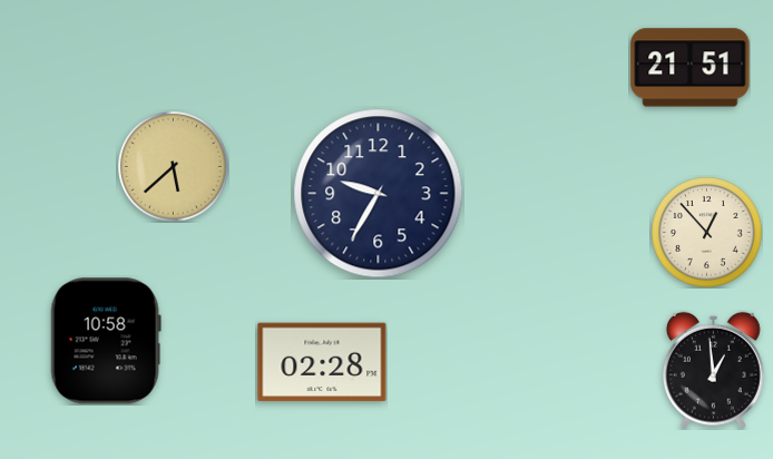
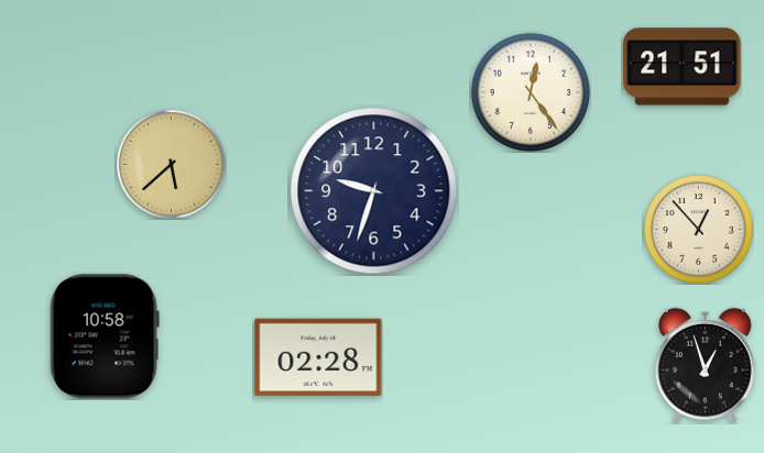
clock at (531, 92): none -> 12:24
clock at (379, 194): 9:35 -> 9:33
clock at (713, 370): 12:59 -> 12:57
